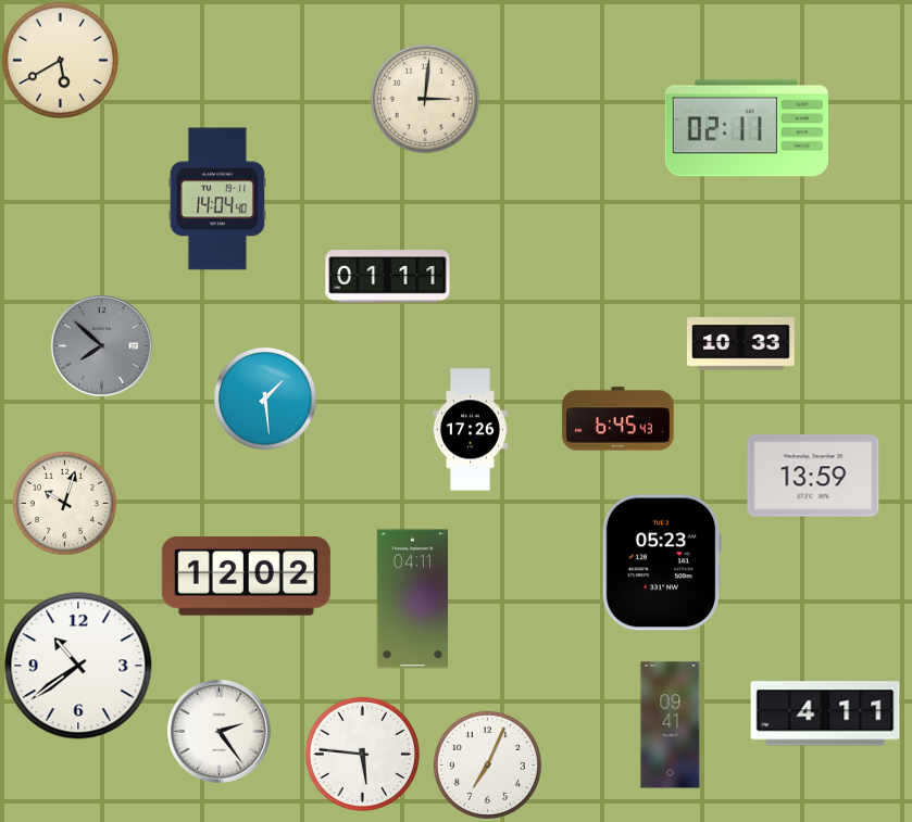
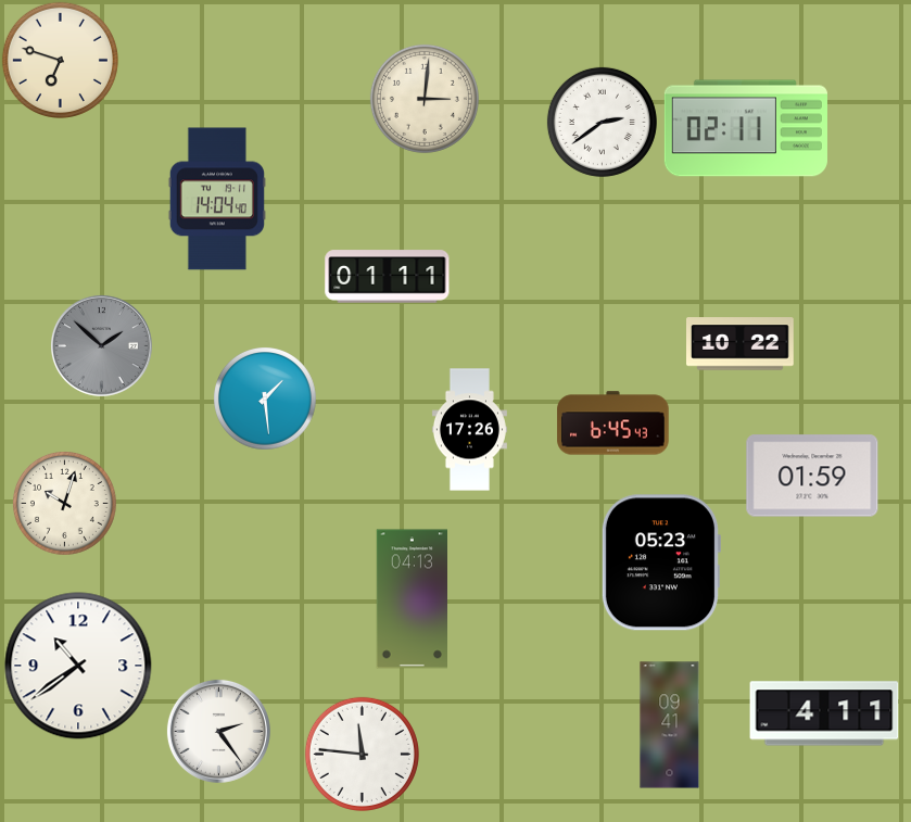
clock at (60, 60): 5:40 -> 6:48
clock at (602, 122): none -> 2:39
clock at (741, 344): 10:33 -> 10:22
clock at (101, 345): 7:52 -> 1:52
clock at (619, 419) position: (619, 419) -> (613, 423)
clock at (813, 476): 13:59 -> 01:59
clock at (246, 577): 12:02 -> none
clock at (412, 599): 04:11 -> 04:13
clock at (362, 754): 5:46 -> 11:46
clock at (487, 764): 7:04 -> none
